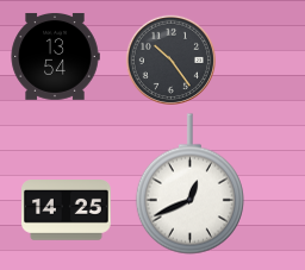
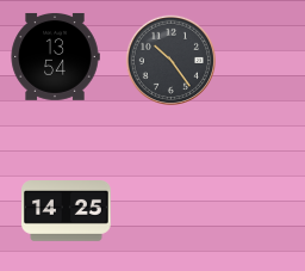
clock at (189, 184): 12:41 -> none
